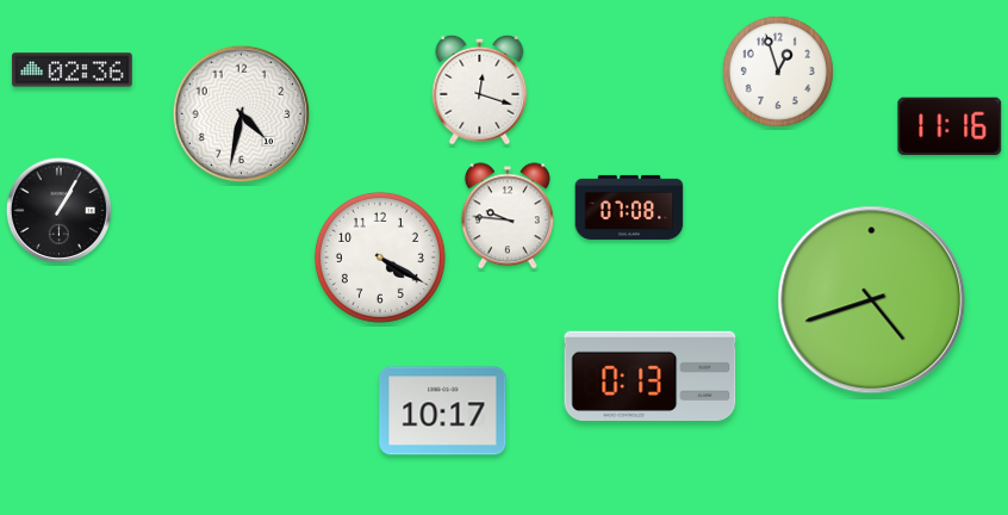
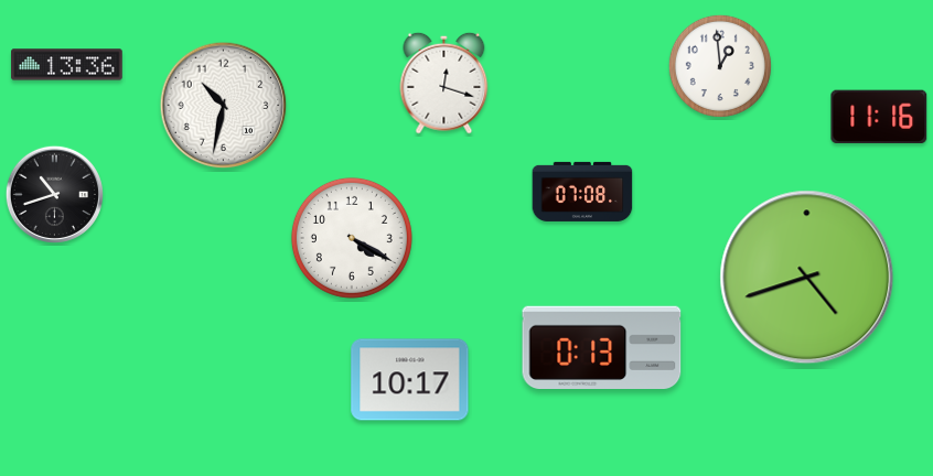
clock at (73, 70): 02:36 -> 13:36
clock at (778, 72): 12:57 -> 12:59
clock at (242, 114): 4:32 -> 10:32
clock at (58, 210): 1:05 -> 10:42
clock at (508, 216): 9:46 -> none
